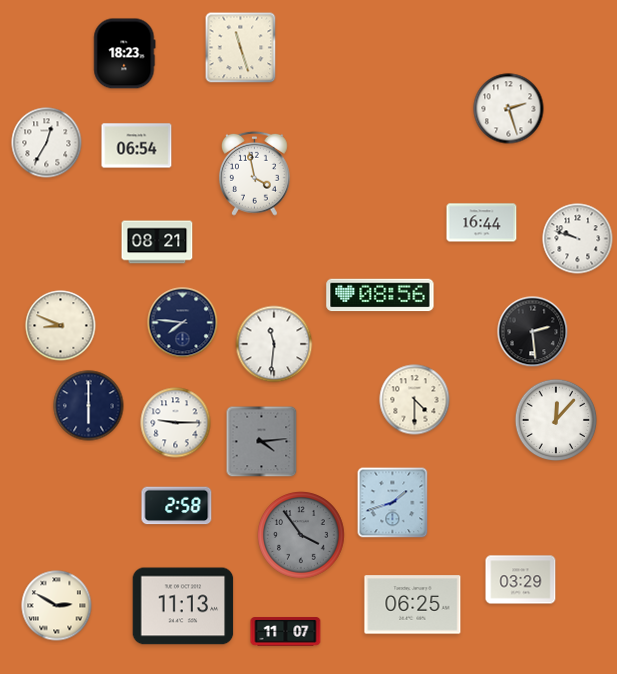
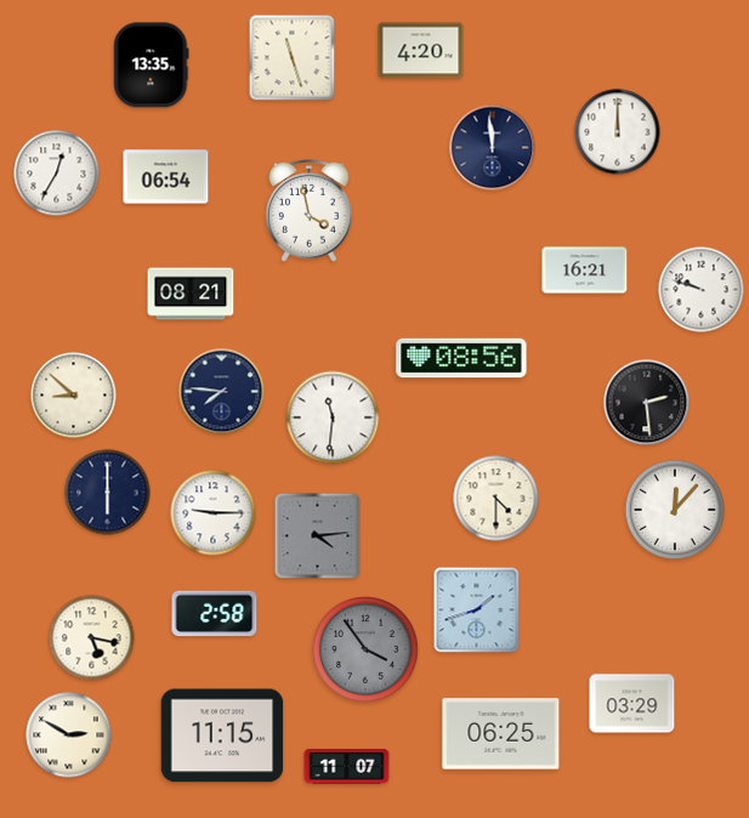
clock at (421, 51): none -> 4:20
clock at (125, 54): 18:23 -> 13:35
clock at (509, 109): 2:27 -> 12:00
clock at (493, 148): none -> 11:59
clock at (482, 223): 16:44 -> 16:21
clock at (61, 326): 8:49 -> 8:52
clock at (415, 400) position: (415, 400) -> (497, 499)
clock at (92, 638): none -> 5:17
clock at (183, 606): 11:13 -> 11:15
